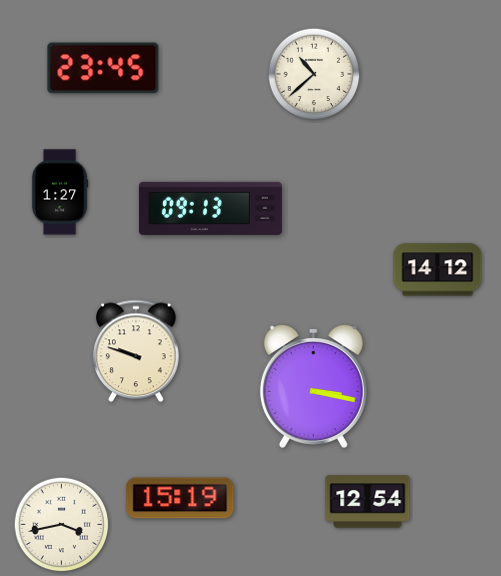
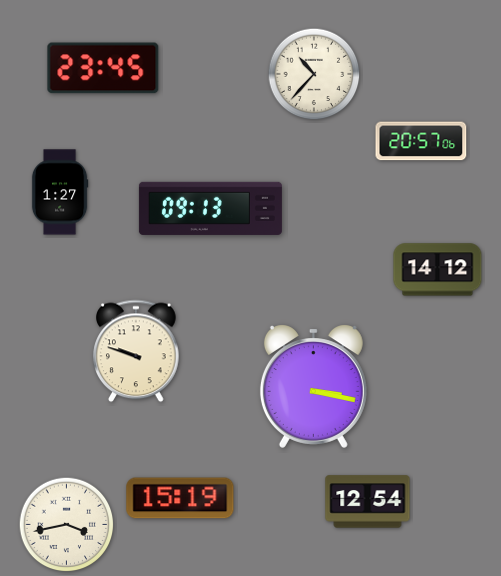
clock at (314, 74): 10:38 -> 10:37
clock at (421, 141): none -> 20:57
clock at (62, 525) position: (62, 525) -> (67, 525)
